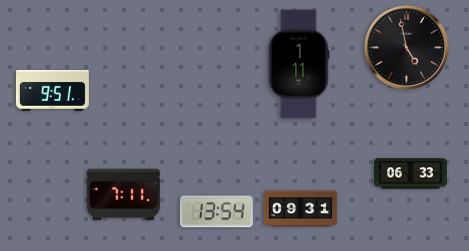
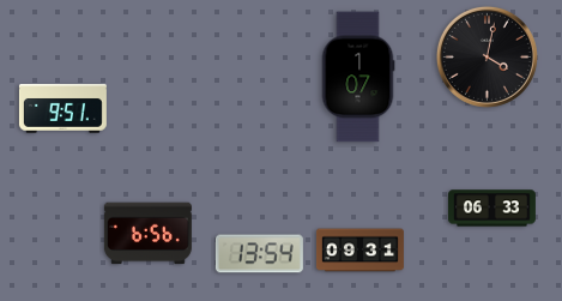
clock at (406, 47): 4:58 -> 4:02
clock at (299, 64): 1:11 -> 1:07
clock at (123, 195): 7:11 -> 6:56
